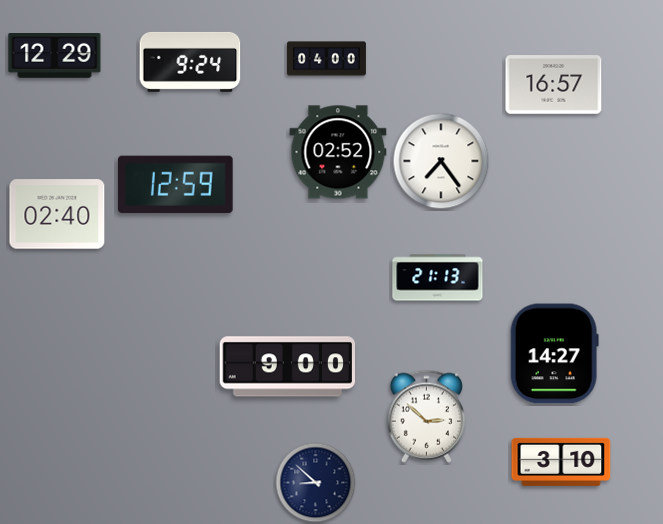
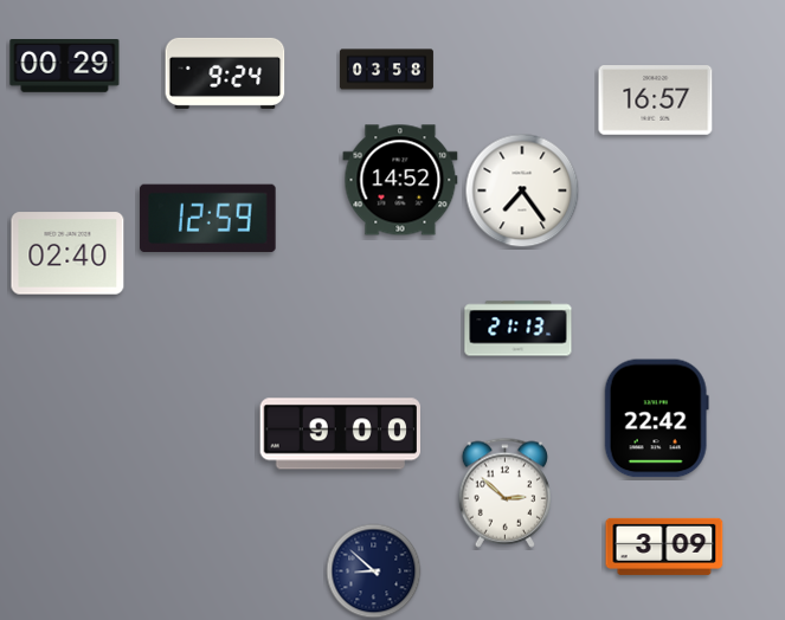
clock at (55, 56): 12:29 -> 00:29
clock at (326, 59): 04:00 -> 03:58
clock at (338, 152): 02:52 -> 14:52
clock at (554, 354): 14:27 -> 22:42
clock at (561, 462): 3:10 -> 3:09
